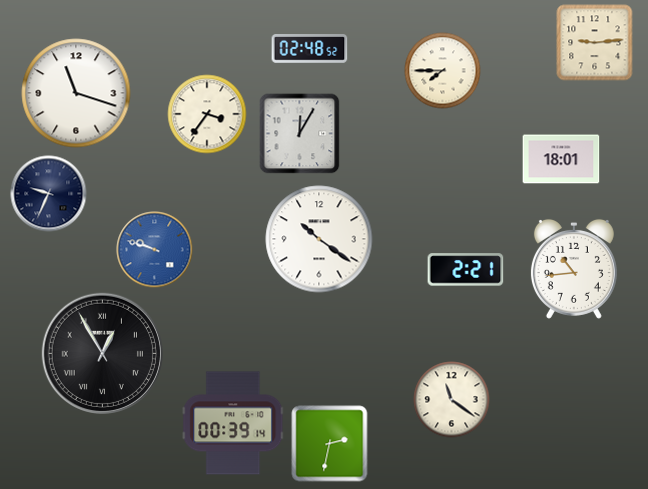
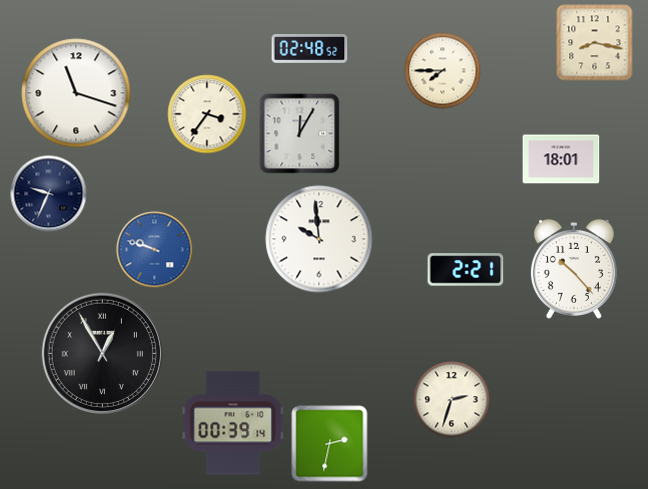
clock at (595, 43): 9:14 -> 8:17
clock at (319, 239): 10:21 -> 9:59
clock at (574, 269): 10:44 -> 10:23
clock at (452, 400): 11:21 -> 2:33
